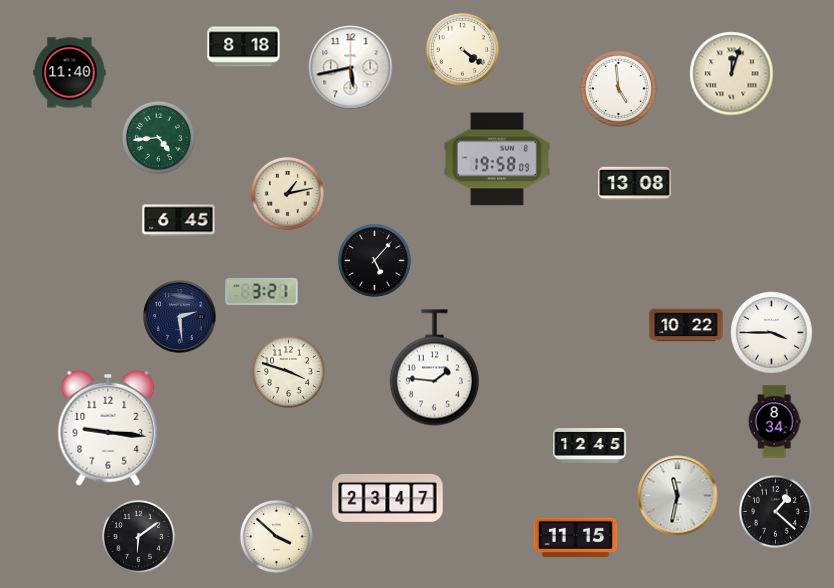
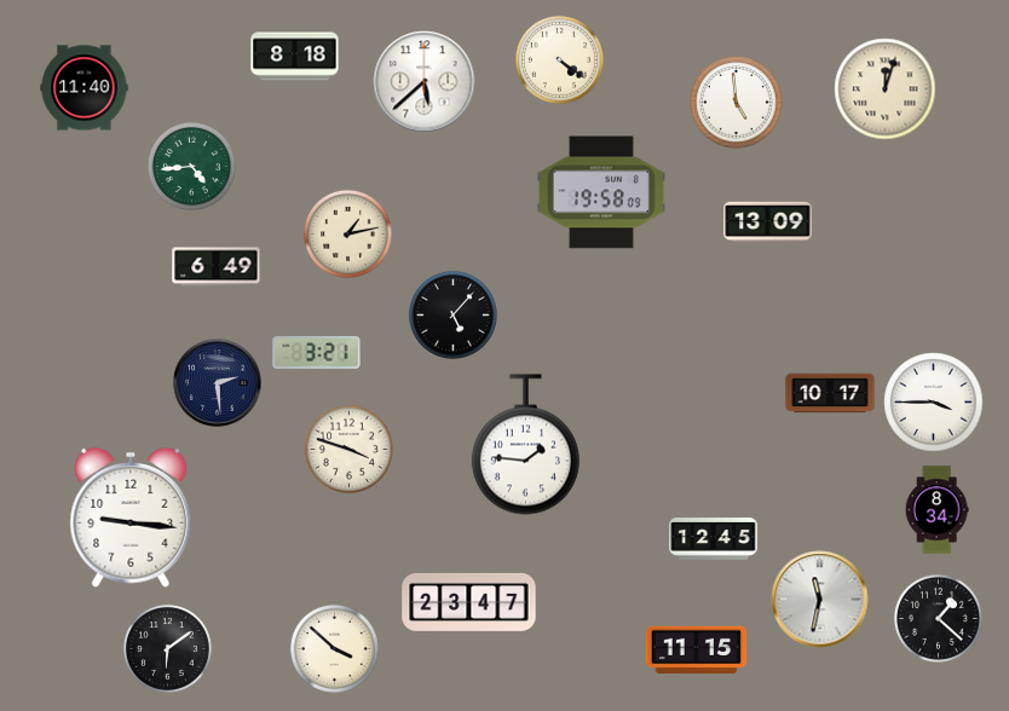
clock at (351, 68): 5:43 -> 5:38
clock at (619, 89) position: (619, 89) -> (737, 103)
clock at (635, 184): 13:08 -> 13:09
clock at (179, 221): 6:45 -> 6:49
clock at (686, 325): 10:22 -> 10:17
